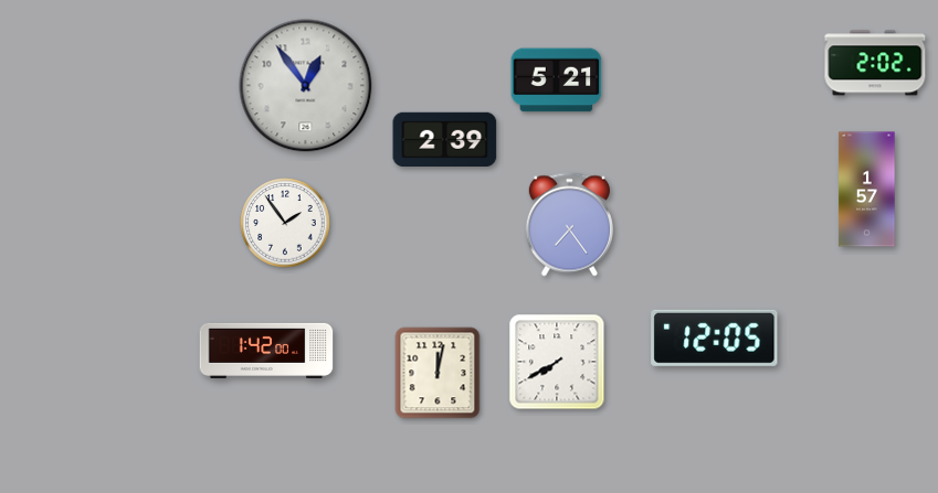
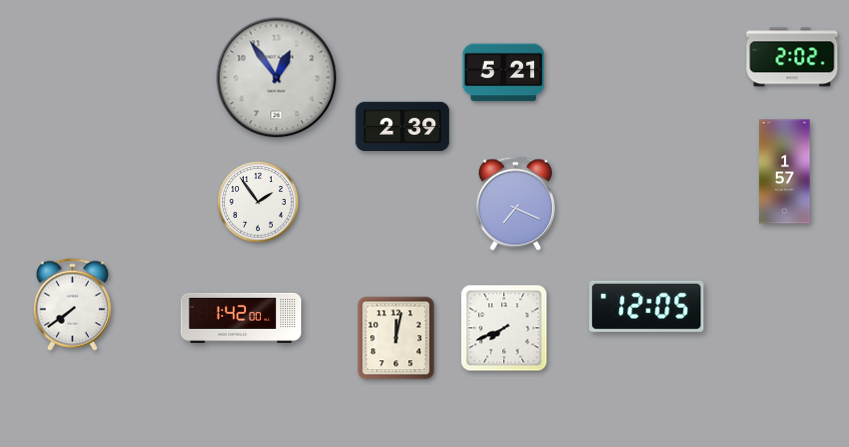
clock at (569, 225): 7:24 -> 7:19
clock at (72, 304): none -> 7:39
clock at (557, 362): 7:40 -> 7:41
